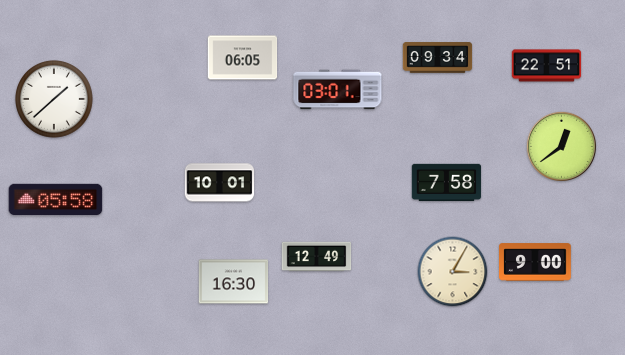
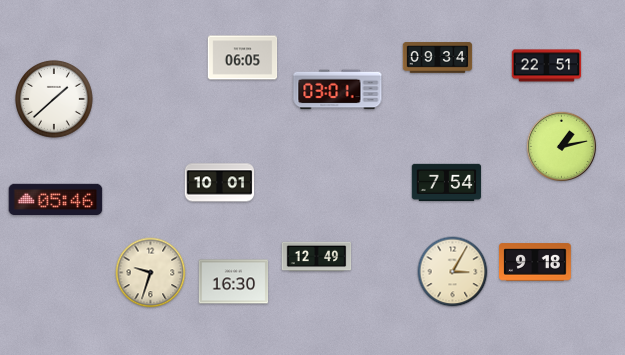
clock at (561, 146): 12:39 -> 1:13
clock at (447, 182): 7:58 -> 7:54
clock at (56, 200): 05:58 -> 05:46
clock at (536, 262): 9:00 -> 9:18
clock at (151, 273): none -> 9:33
